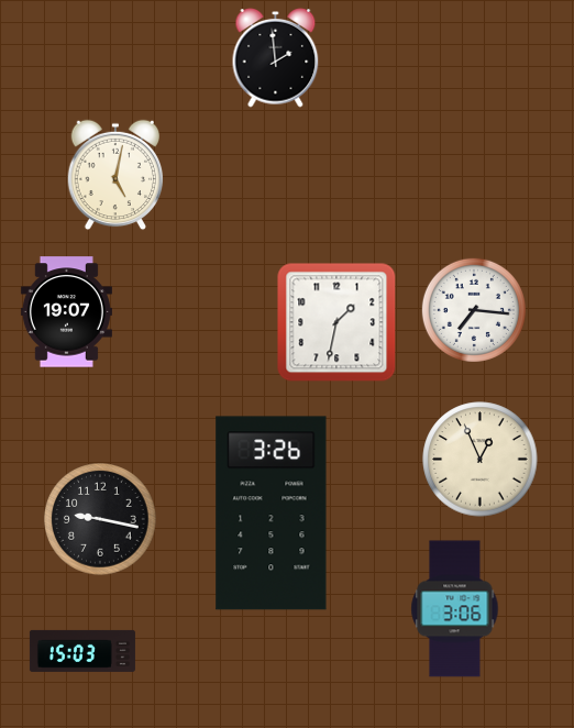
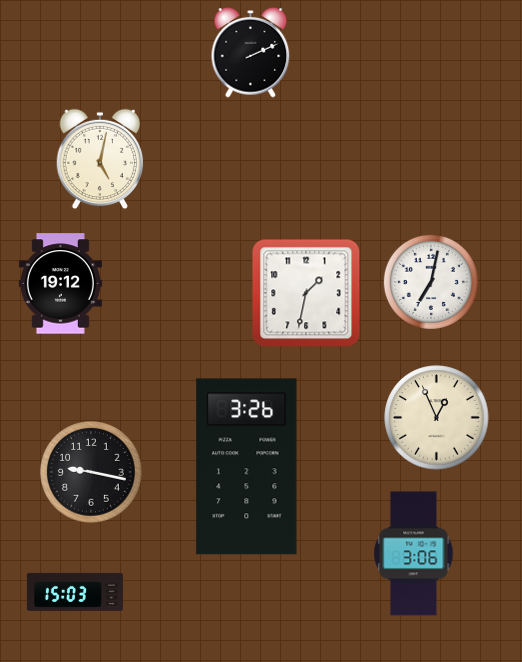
clock at (276, 58): 1:59 -> 2:11
clock at (115, 175) position: (115, 175) -> (100, 159)
clock at (474, 310): 7:16 -> 7:02
clock at (66, 312): 19:07 -> 19:12
